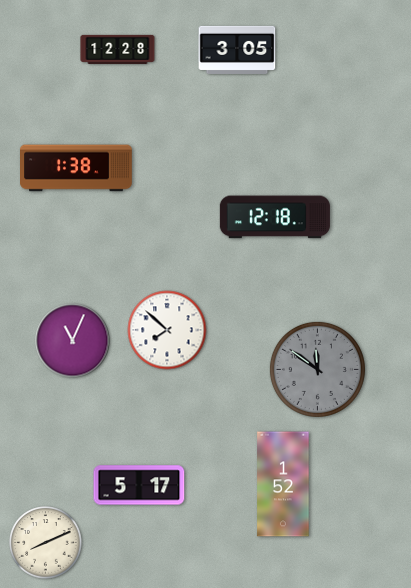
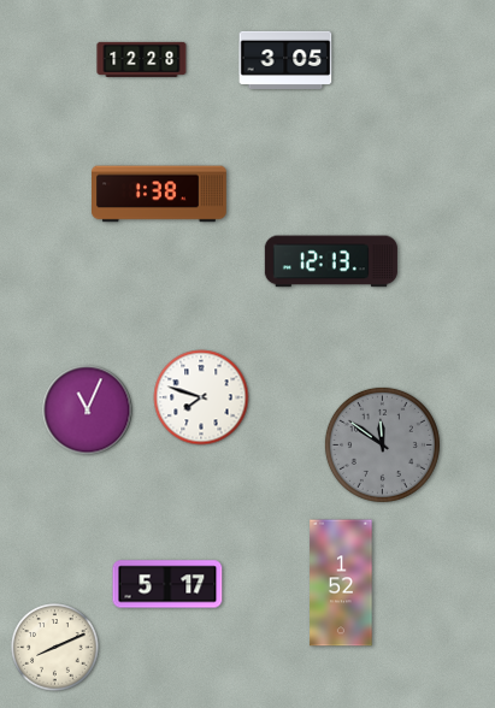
clock at (77, 168) position: (77, 168) -> (160, 194)
clock at (275, 217): 12:18 -> 12:13
clock at (167, 330): 7:52 -> 7:48
clock at (46, 543) position: (46, 543) -> (55, 648)
